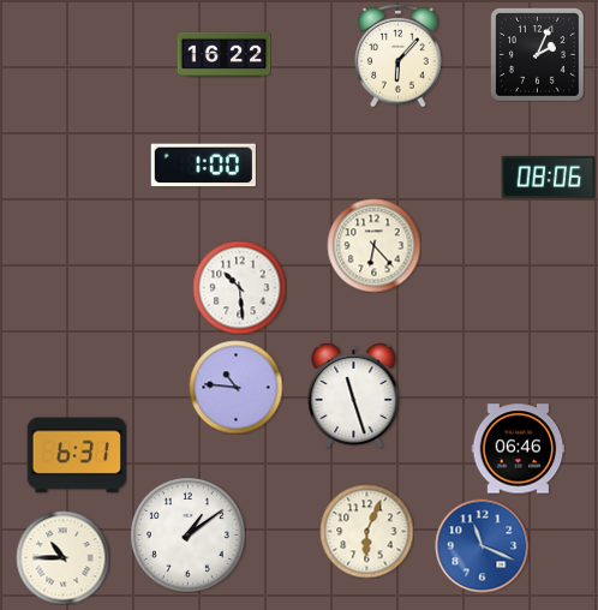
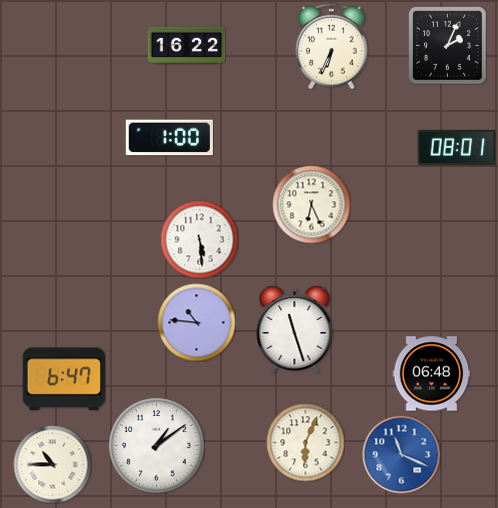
clock at (399, 55): 6:07 -> 6:34
clock at (548, 177): 08:06 -> 08:01
clock at (373, 245): 6:23 -> 6:26
clock at (239, 287): 10:29 -> 5:29
clock at (518, 449): 06:46 -> 06:48
clock at (77, 455): 6:31 -> 6:47
